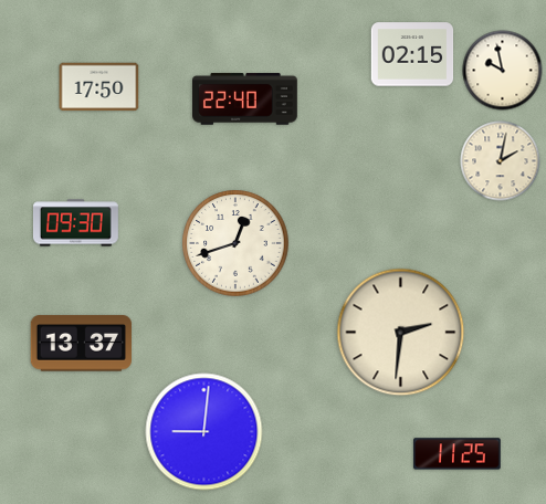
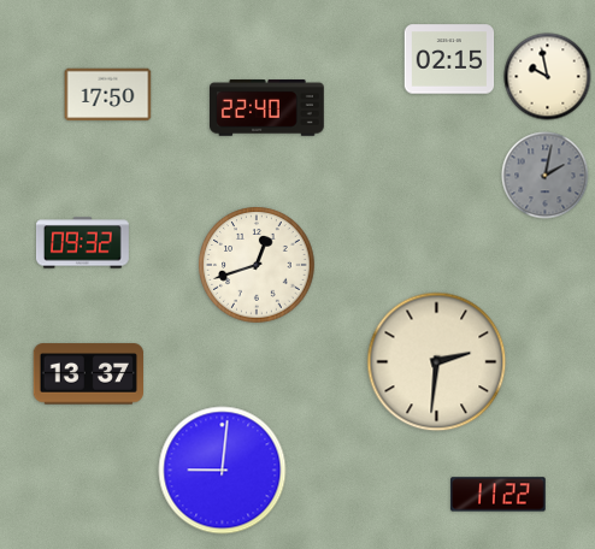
clock at (501, 161) dial: cream -> grey
clock at (75, 223): 09:30 -> 09:32
clock at (458, 454): 11:25 -> 11:22
